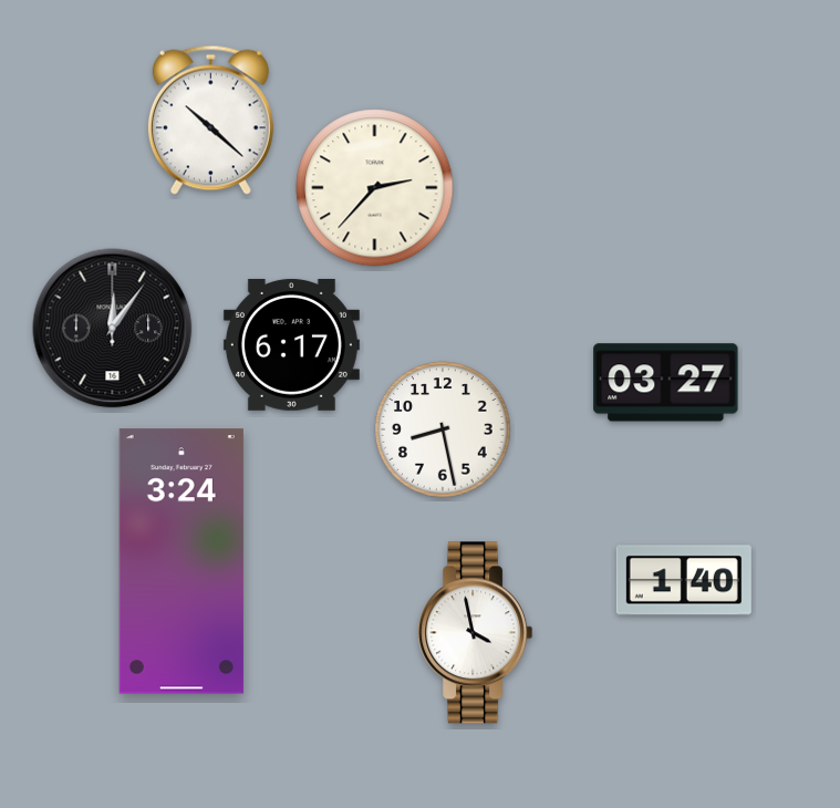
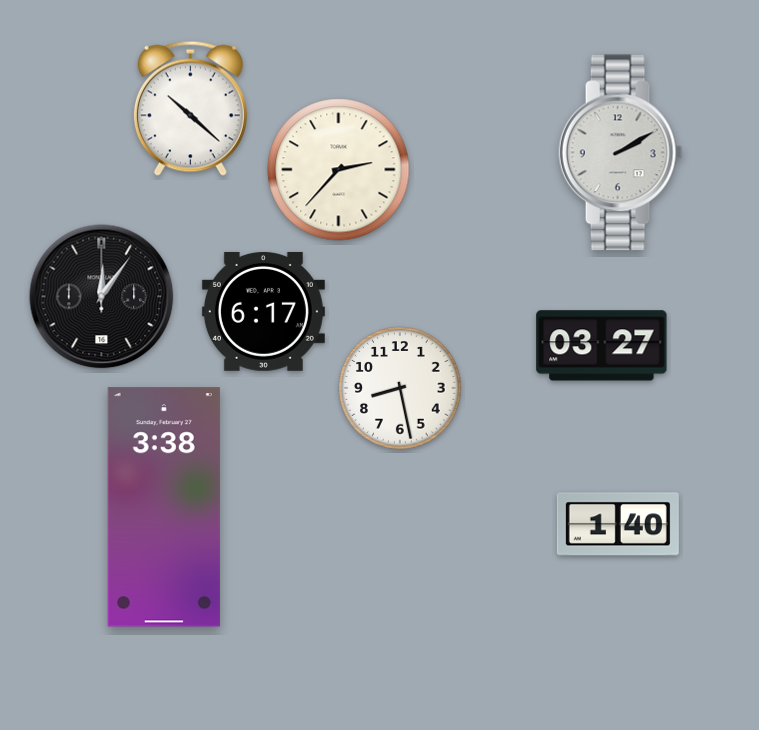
clock at (621, 153): none -> 2:10
clock at (182, 561): 3:24 -> 3:38
clock at (476, 633): 3:58 -> none
